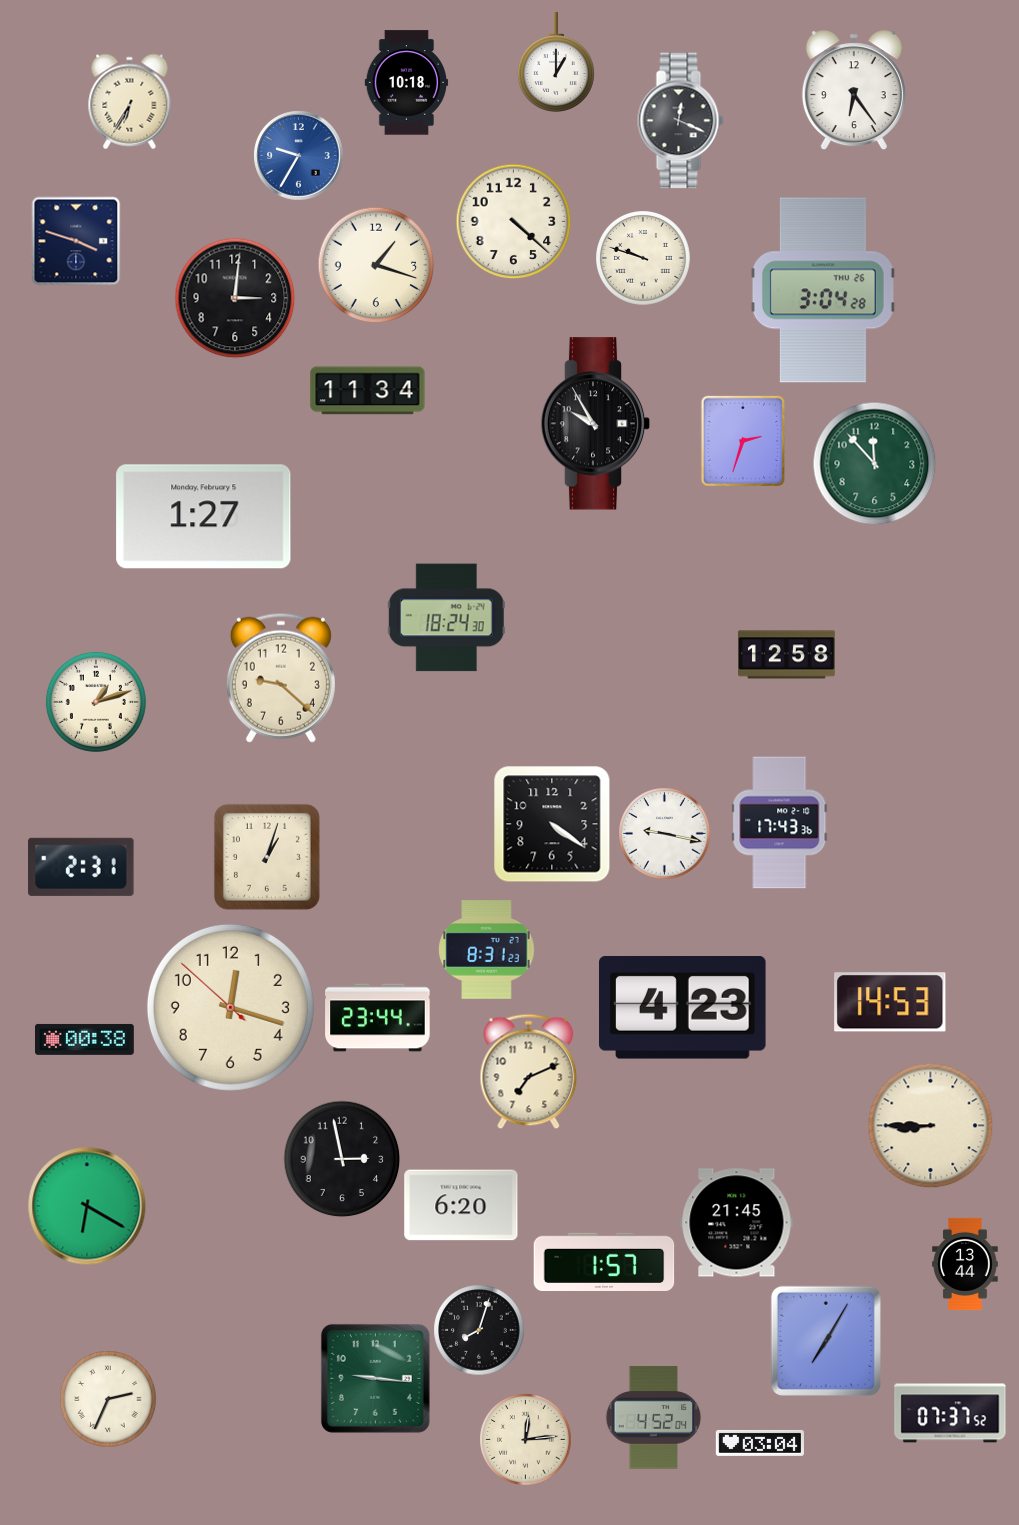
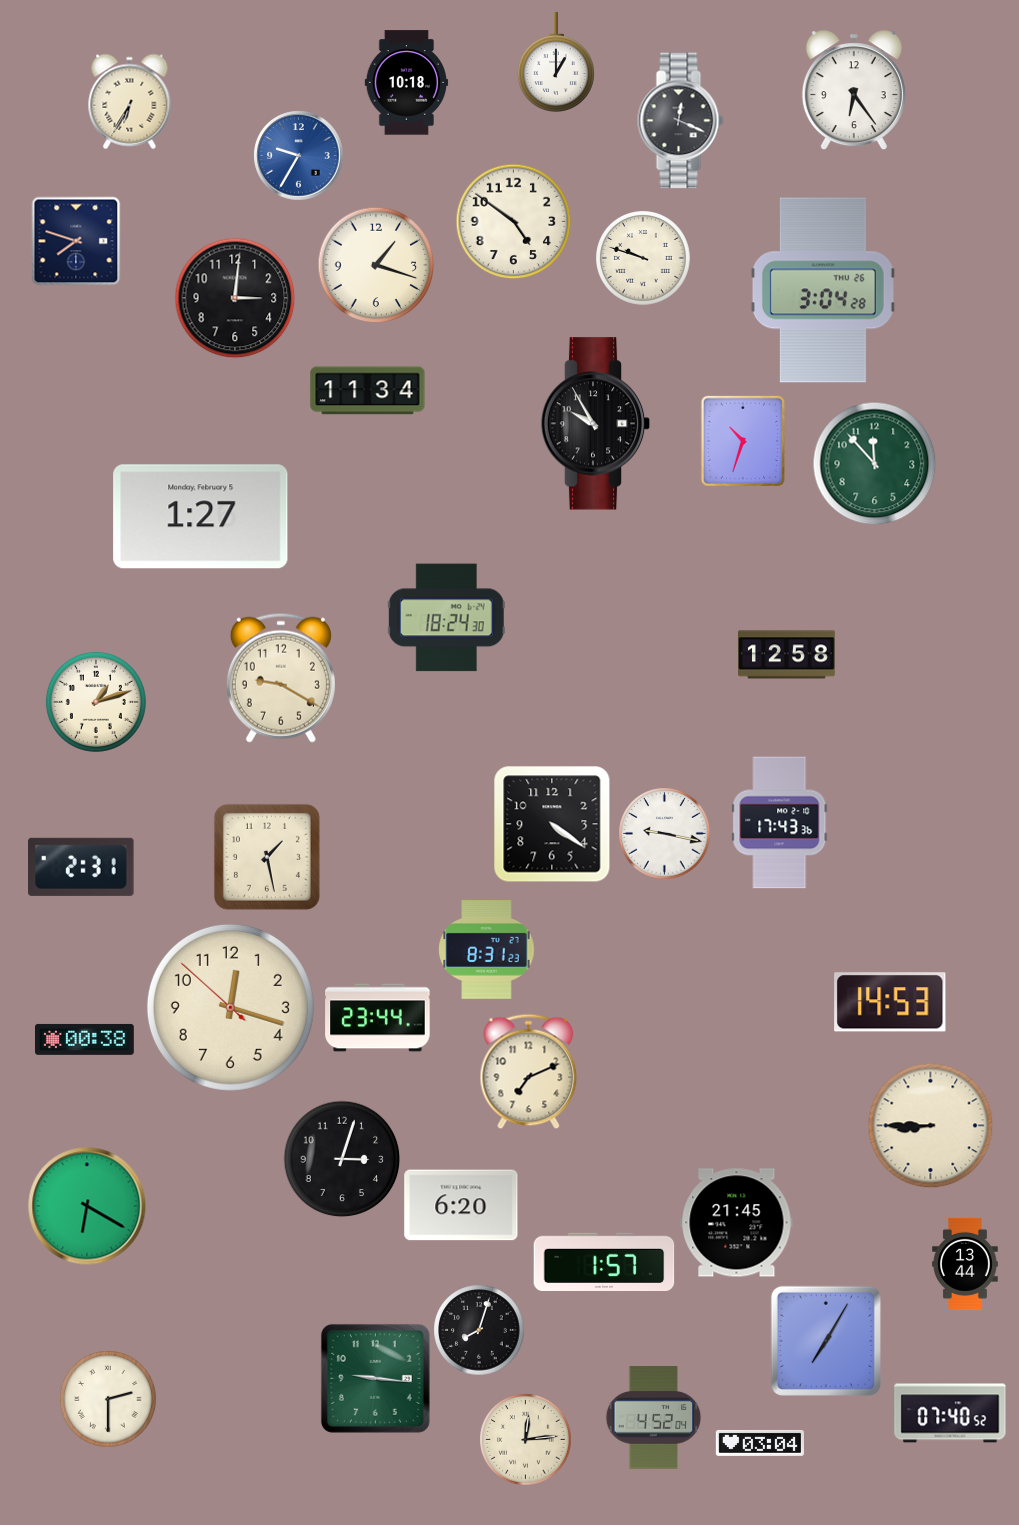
clock at (513, 221): 4:22 -> 4:51
clock at (76, 241): 3:48 -> 7:48
clock at (743, 441): 2:33 -> 10:33
clock at (204, 517) position: (204, 517) -> (201, 517)
clock at (281, 678): 9:22 -> 9:20
clock at (267, 857): 1:03 -> 1:28
clock at (683, 1008): 4:23 -> none
clock at (342, 1159): 2:58 -> 3:03
clock at (108, 1399): 2:34 -> 2:30
clock at (950, 1413): 07:37 -> 07:40
